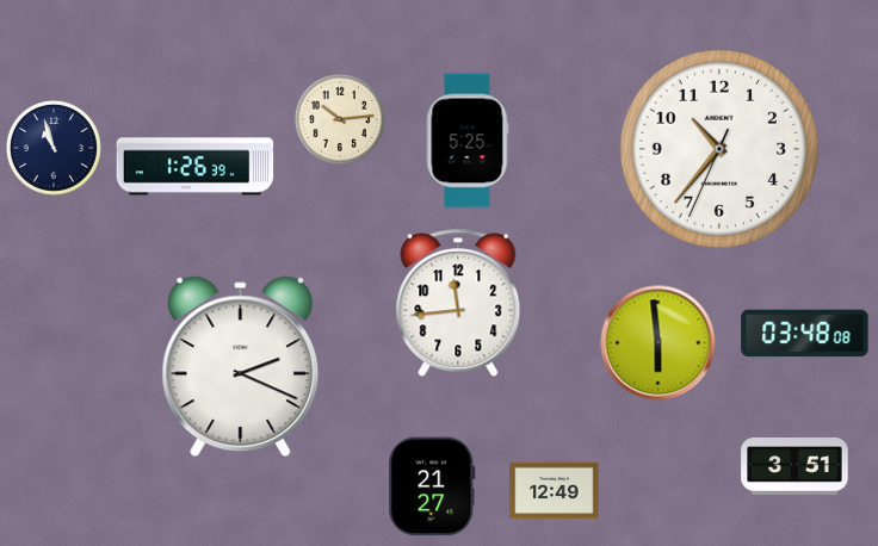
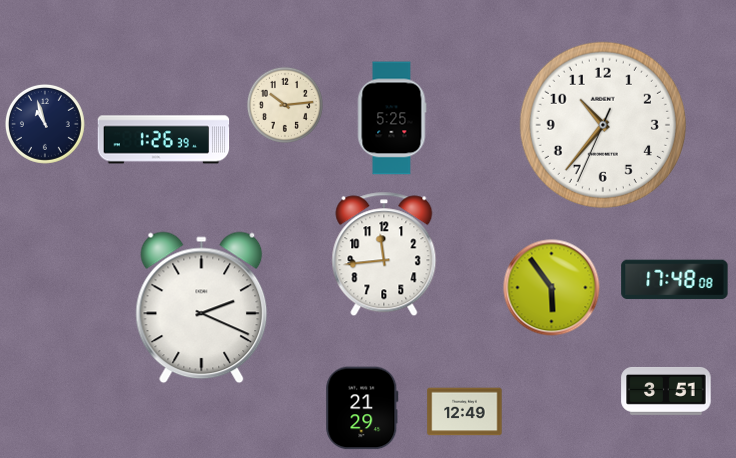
clock at (340, 119) position: (340, 119) -> (285, 105)
clock at (805, 334): 03:48 -> 17:48
clock at (658, 343): 5:59 -> 5:54
clock at (432, 486): 21:27 -> 21:29
